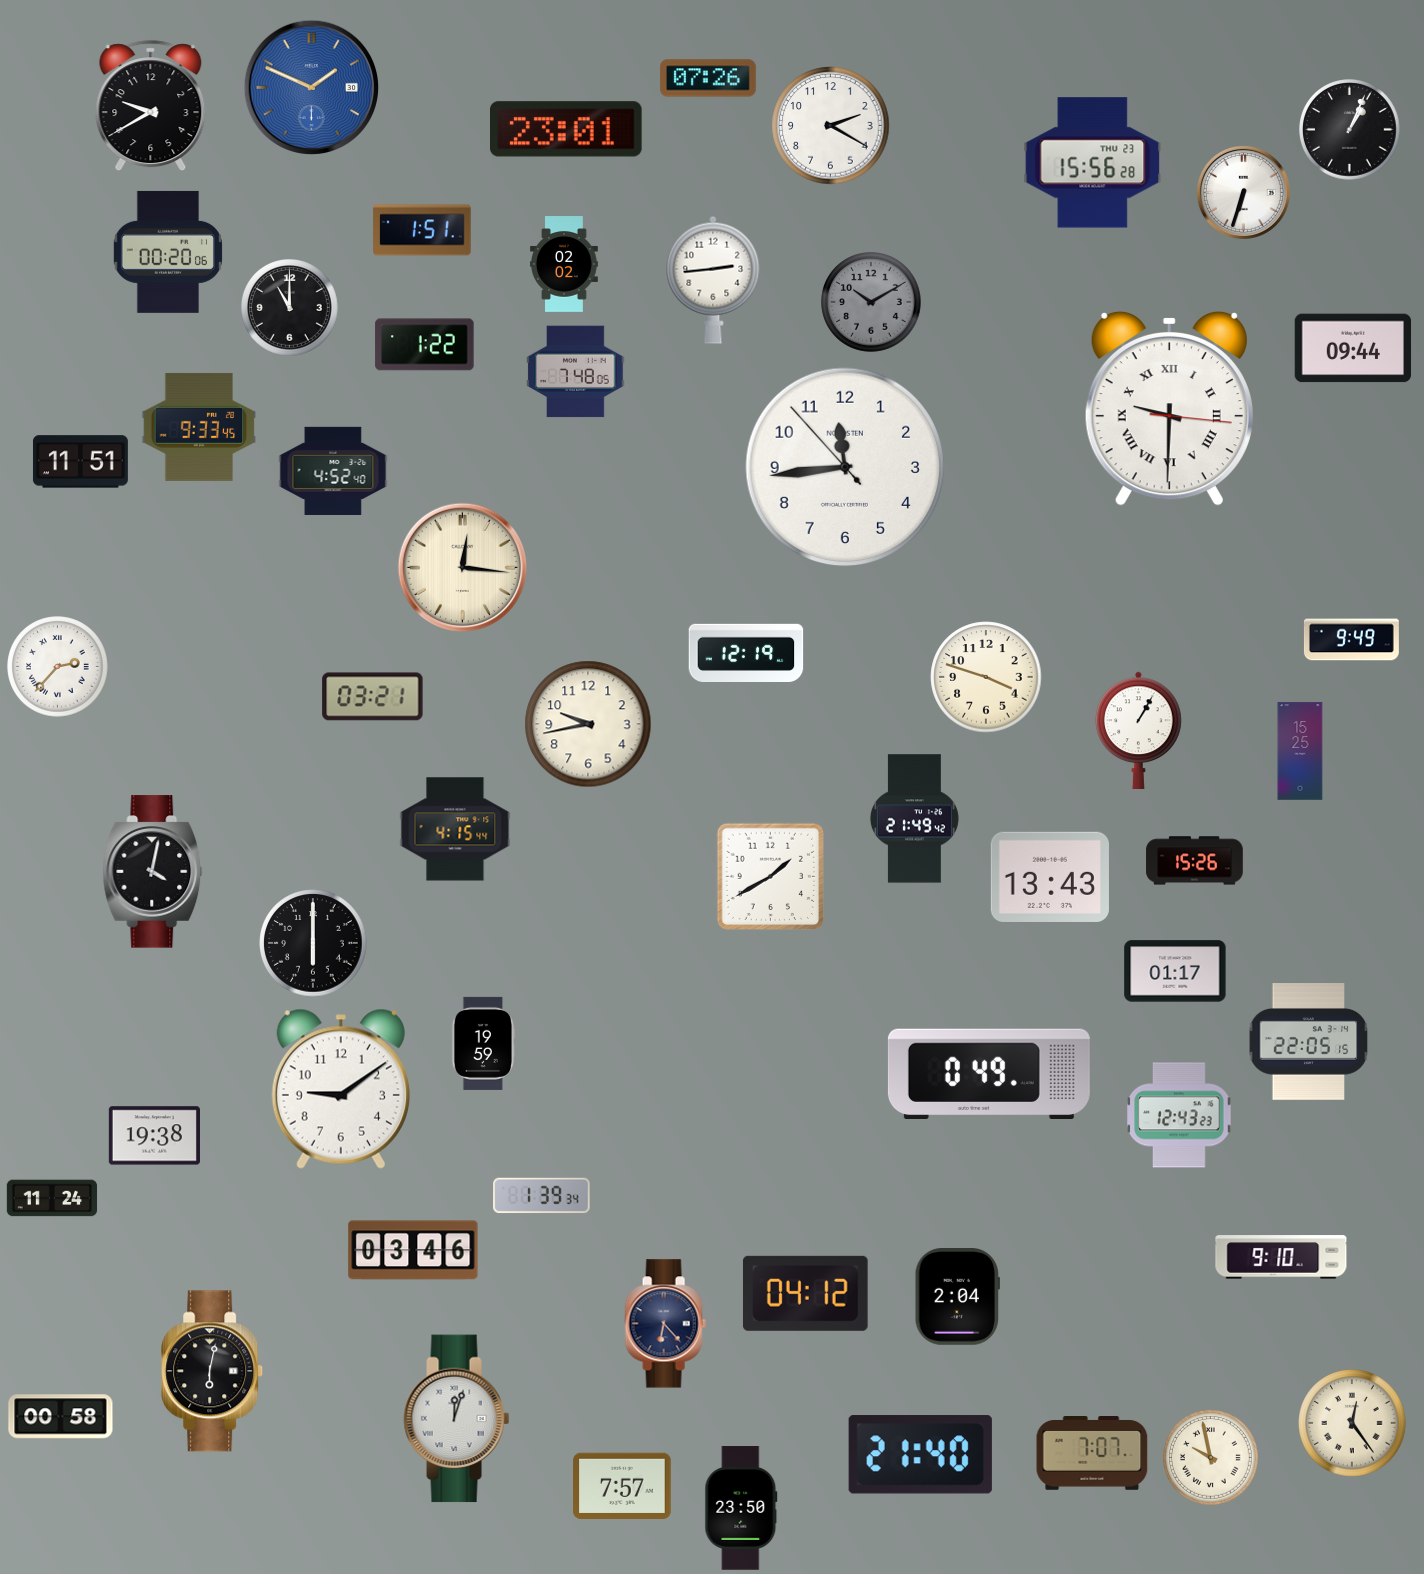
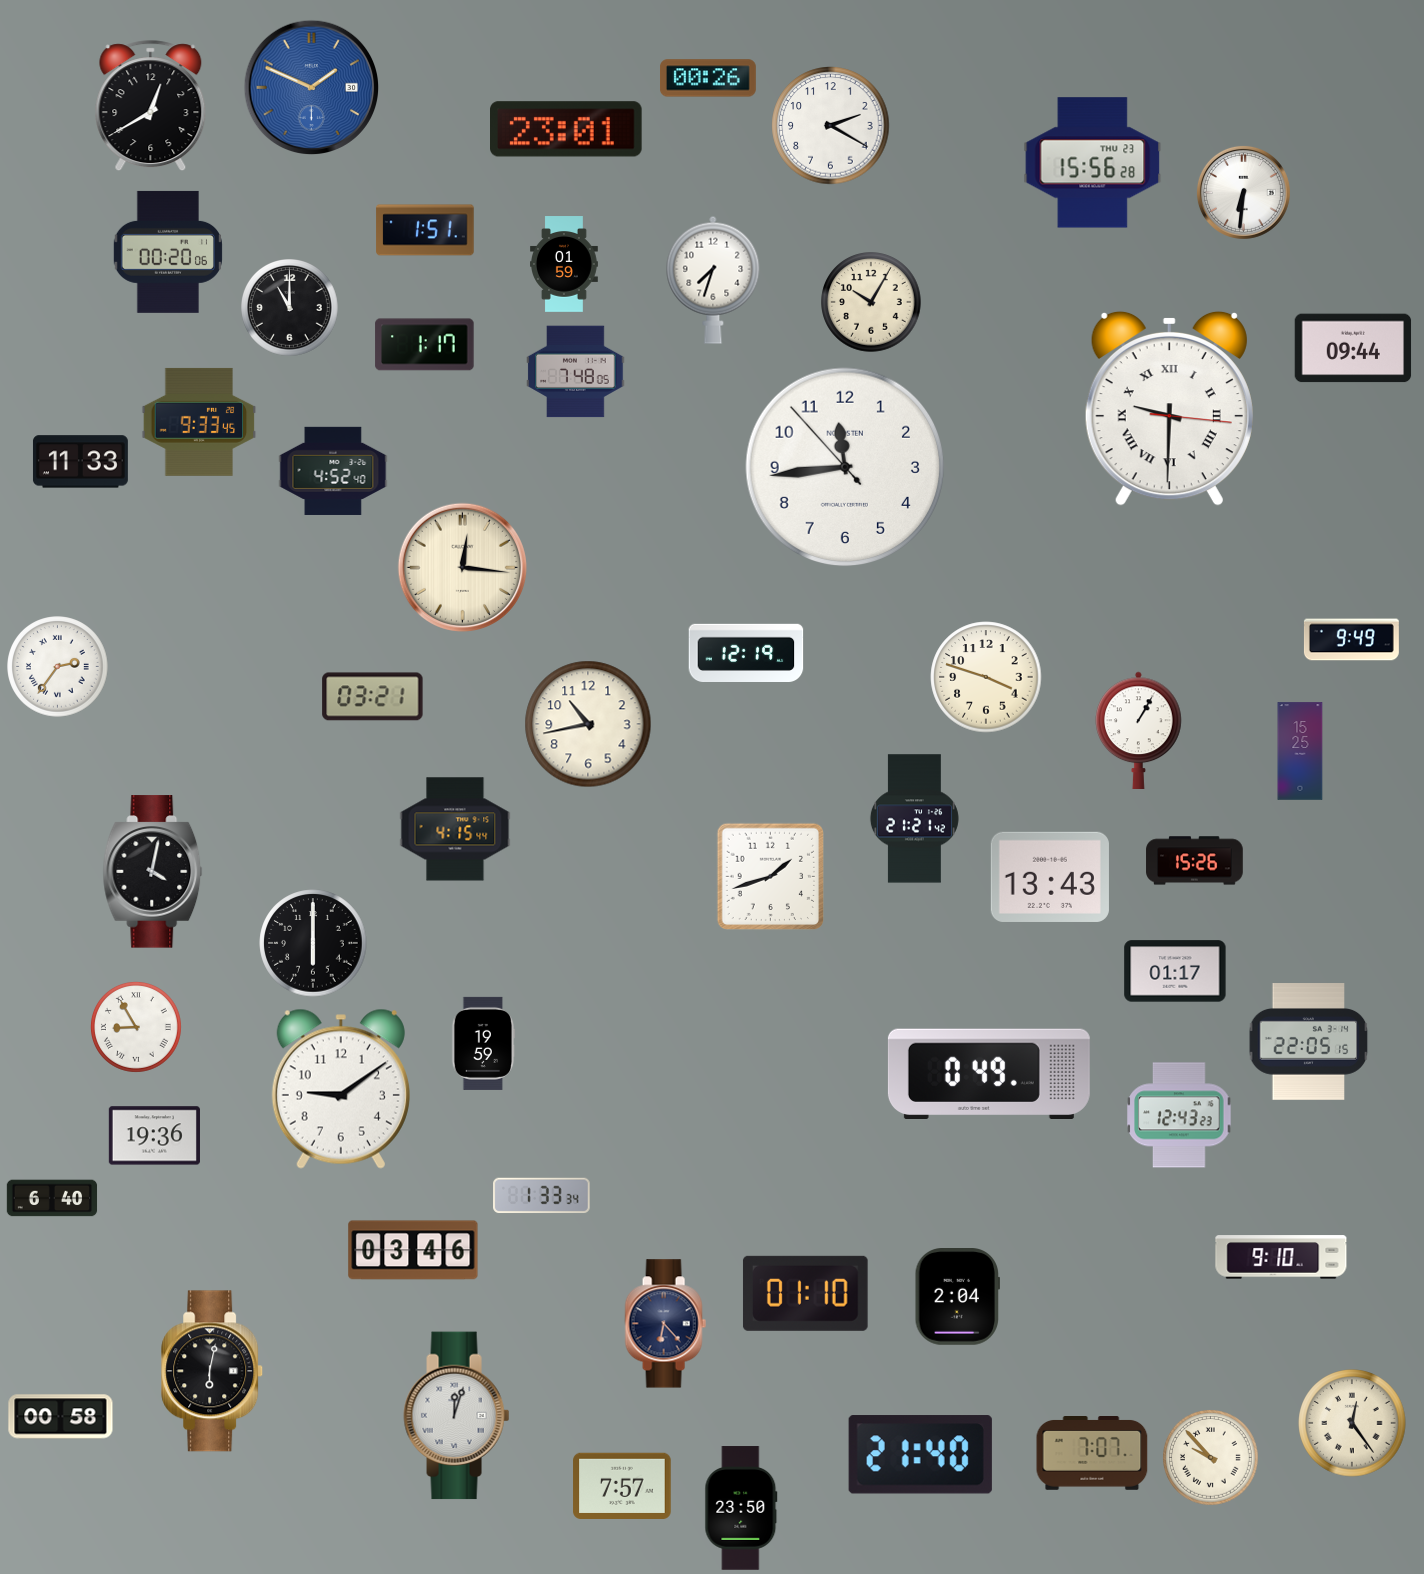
clock at (709, 78): 07:26 -> 00:26
clock at (151, 106): 9:40 -> 12:40
clock at (1350, 130): 1:04 -> none
clock at (1243, 192): 6:33 -> 6:31
clock at (422, 230) position: (422, 230) -> (425, 230)
clock at (565, 264): 02:02 -> 01:59
clock at (713, 280): 2:44 -> 7:33
clock at (871, 302): 10:10 -> 10:05
clock at (871, 302) dial: grey -> cream
clock at (425, 345): 1:22 -> 1:17
clock at (199, 427) position: (199, 427) -> (199, 422)
clock at (80, 462): 11:51 -> 11:33
clock at (58, 667): 2:37 -> 2:36
clock at (588, 724): 9:43 -> 10:43
clock at (914, 819): 21:49 -> 21:21
clock at (771, 877): 1:40 -> 1:42
clock at (136, 1027): none -> 8:55
clock at (154, 1136): 19:38 -> 19:36
clock at (542, 1196): 1:39 -> 1:33
clock at (52, 1198): 11:24 -> 6:40
clock at (805, 1293): 04:12 -> 01:10
clock at (457, 1419) position: (457, 1419) -> (457, 1416)
clock at (1211, 1458): 9:58 -> 9:53
